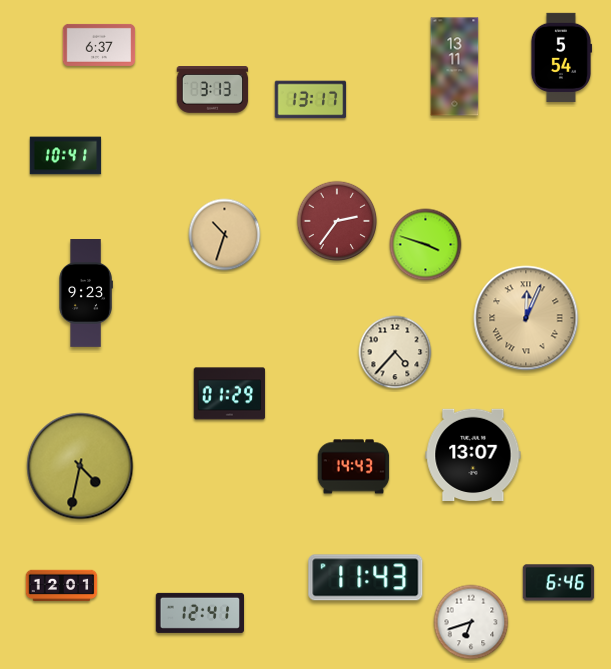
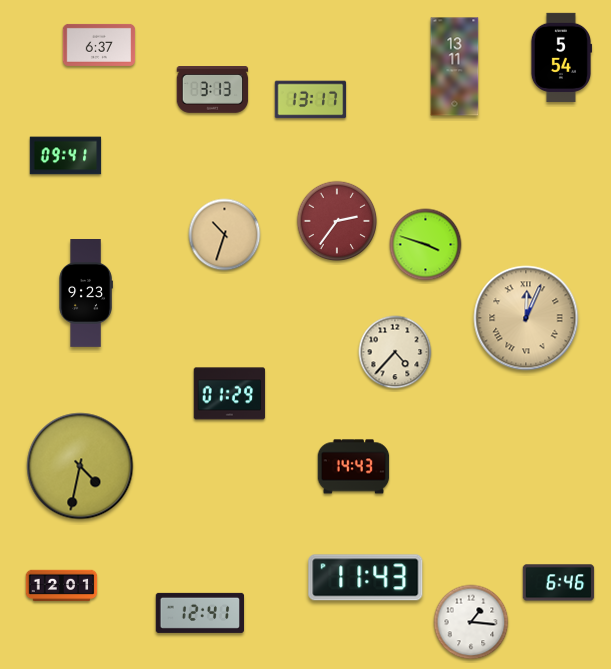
clock at (66, 156): 10:41 -> 09:41
clock at (473, 454): 13:07 -> none
clock at (471, 622): 6:42 -> 1:16
